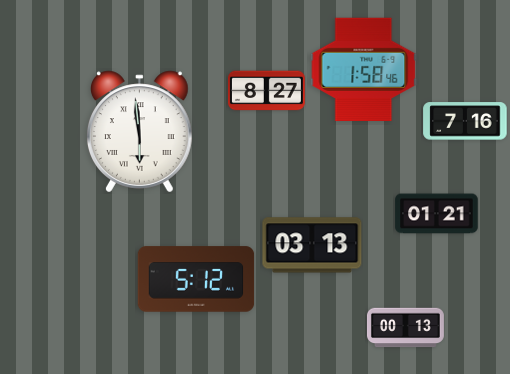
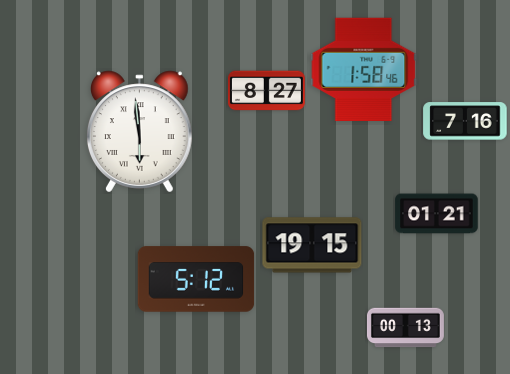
clock at (312, 245): 03:13 -> 19:15
